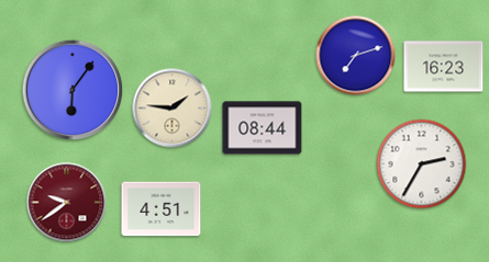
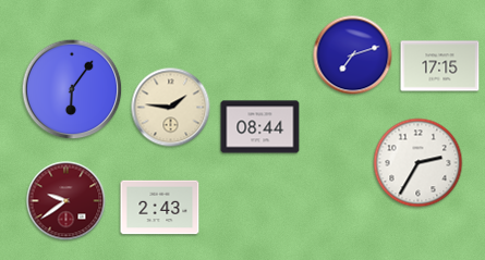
clock at (444, 67): 16:23 -> 17:15
clock at (162, 209): 4:51 -> 2:43
